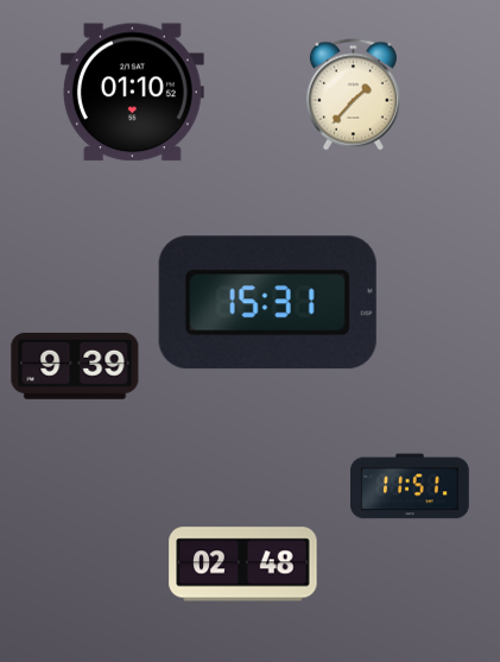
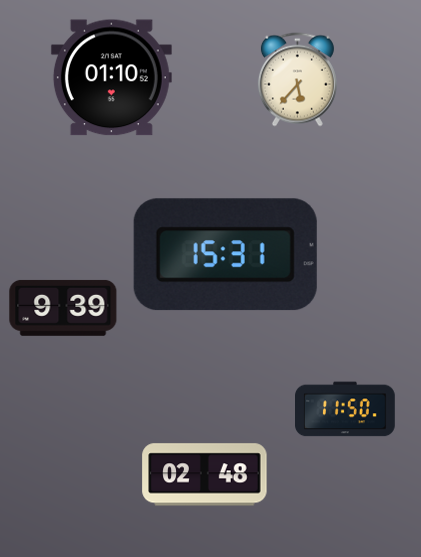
clock at (353, 95): 1:37 -> 5:37
clock at (411, 486): 11:51 -> 11:50
